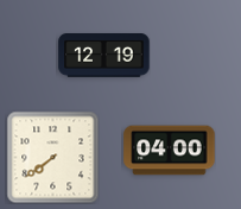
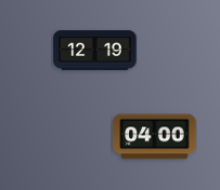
clock at (52, 157): 7:39 -> none
